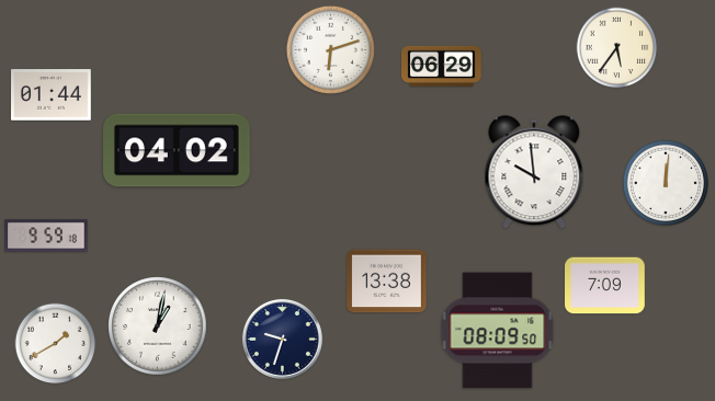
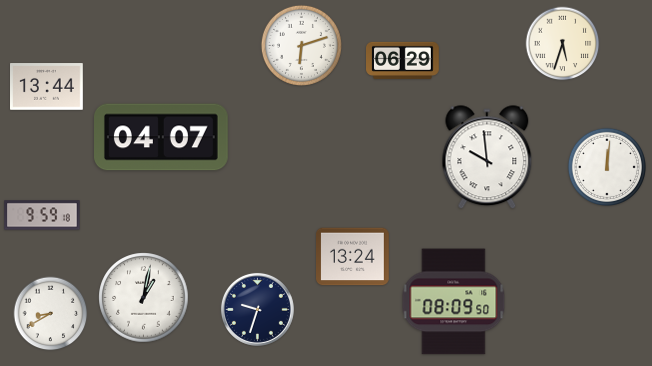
clock at (617, 48): 5:36 -> 5:33
clock at (52, 95): 01:44 -> 13:44
clock at (178, 150): 04:02 -> 04:07
clock at (387, 282): 13:38 -> 13:24
clock at (605, 286): 7:09 -> none
clock at (56, 344): 1:40 -> 8:40
